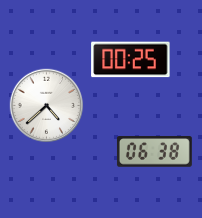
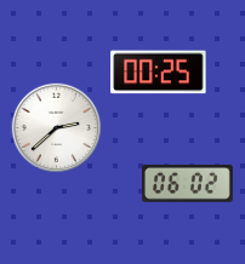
clock at (47, 106): 4:38 -> 2:38
clock at (154, 152): 06:38 -> 06:02
